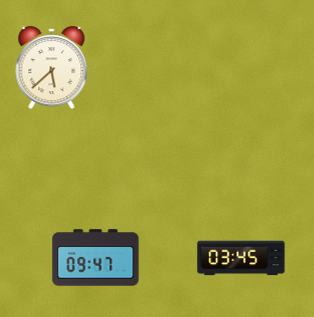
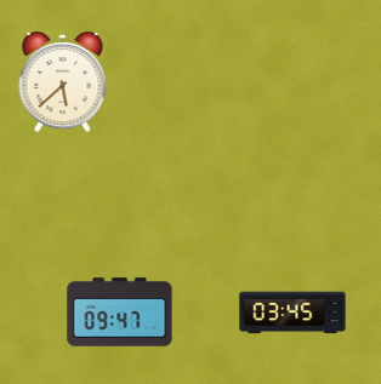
clock at (96, 258) position: (96, 258) -> (120, 313)
